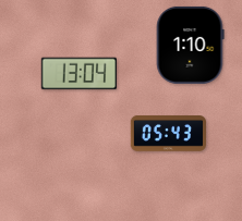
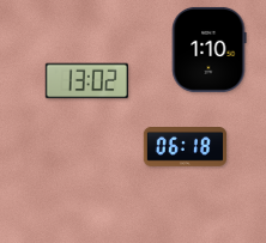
clock at (78, 74): 13:04 -> 13:02
clock at (168, 134): 05:43 -> 06:18
